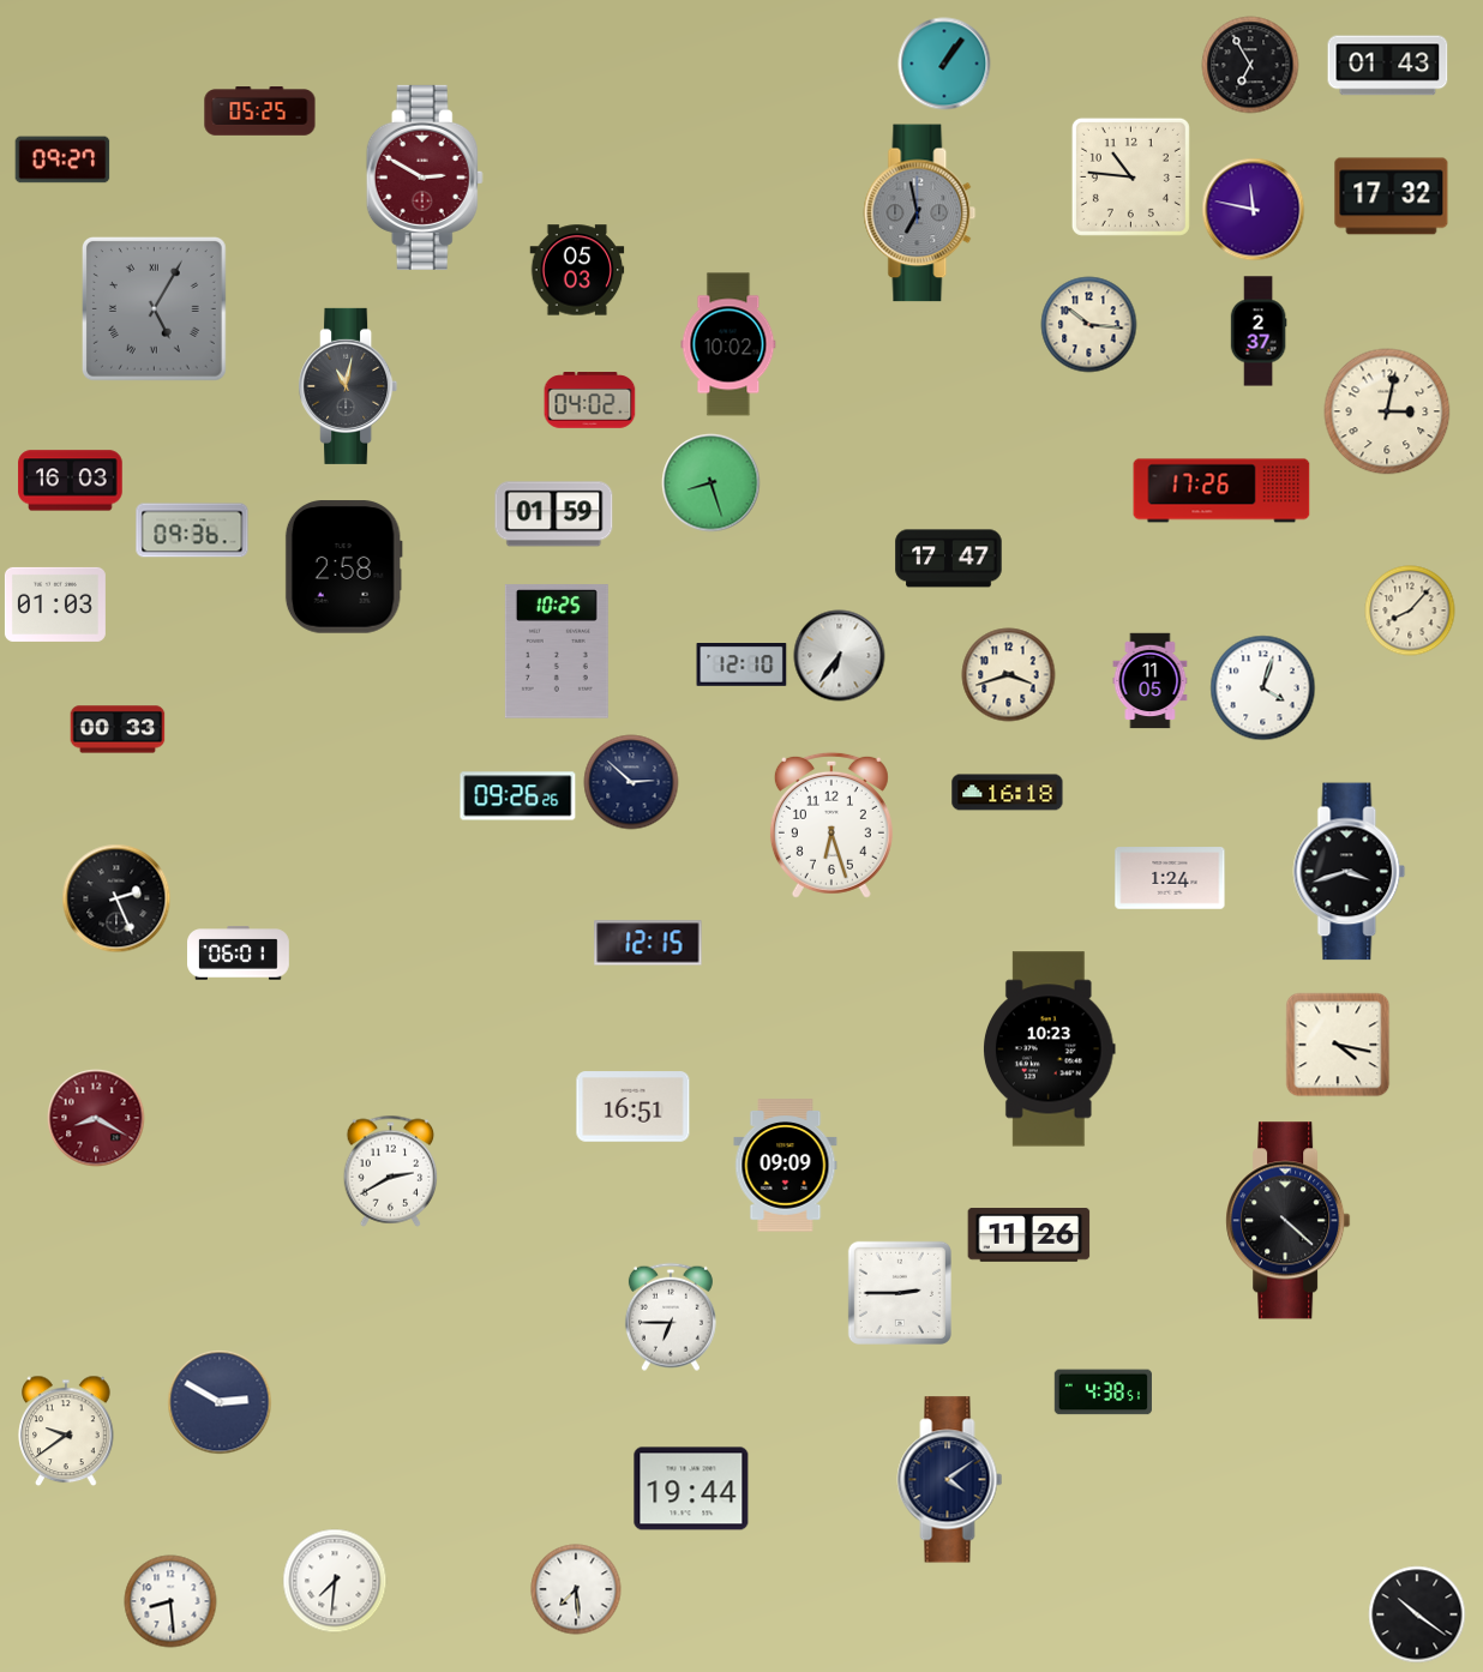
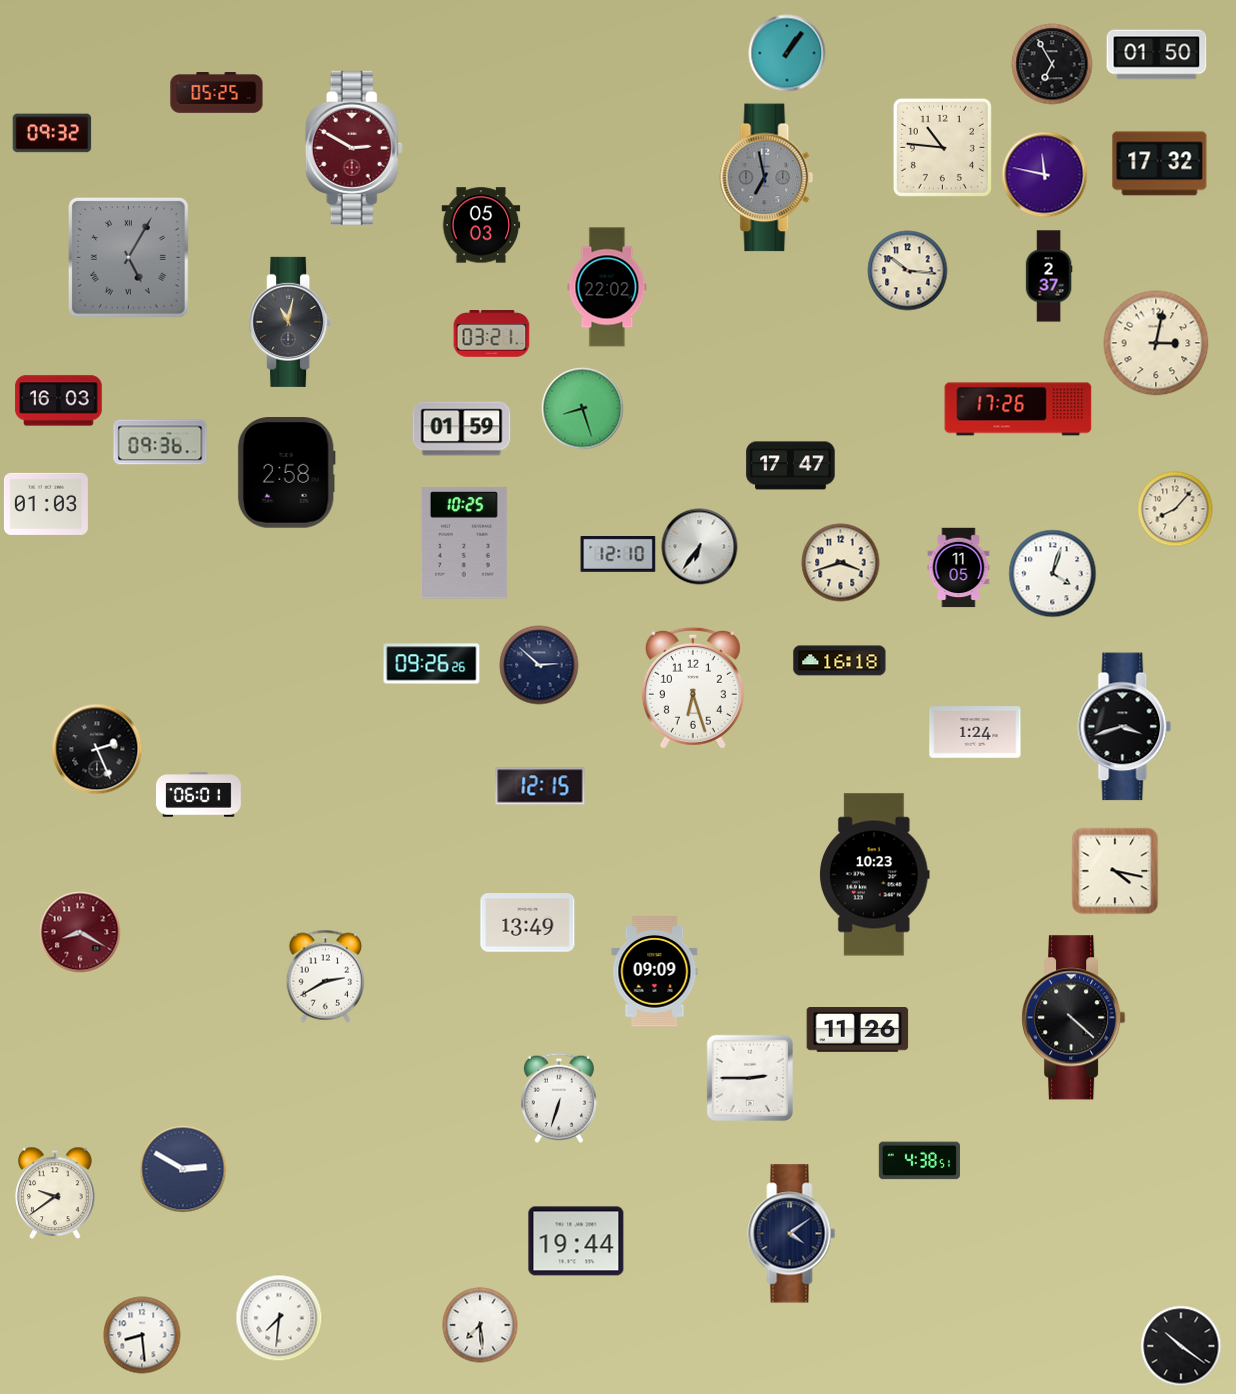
clock at (1250, 65) position: (1250, 65) -> (1052, 64)
clock at (1388, 66): 01:43 -> 01:50
clock at (62, 160): 09:27 -> 09:32
clock at (728, 344): 10:02 -> 22:02
clock at (590, 401): 04:02 -> 03:21
clock at (712, 483) position: (712, 483) -> (583, 409)
clock at (118, 729): 00:33 -> none
clock at (631, 782) position: (631, 782) -> (539, 665)
clock at (634, 1107): 16:51 -> 13:49
clock at (671, 1317): 6:45 -> 6:33
